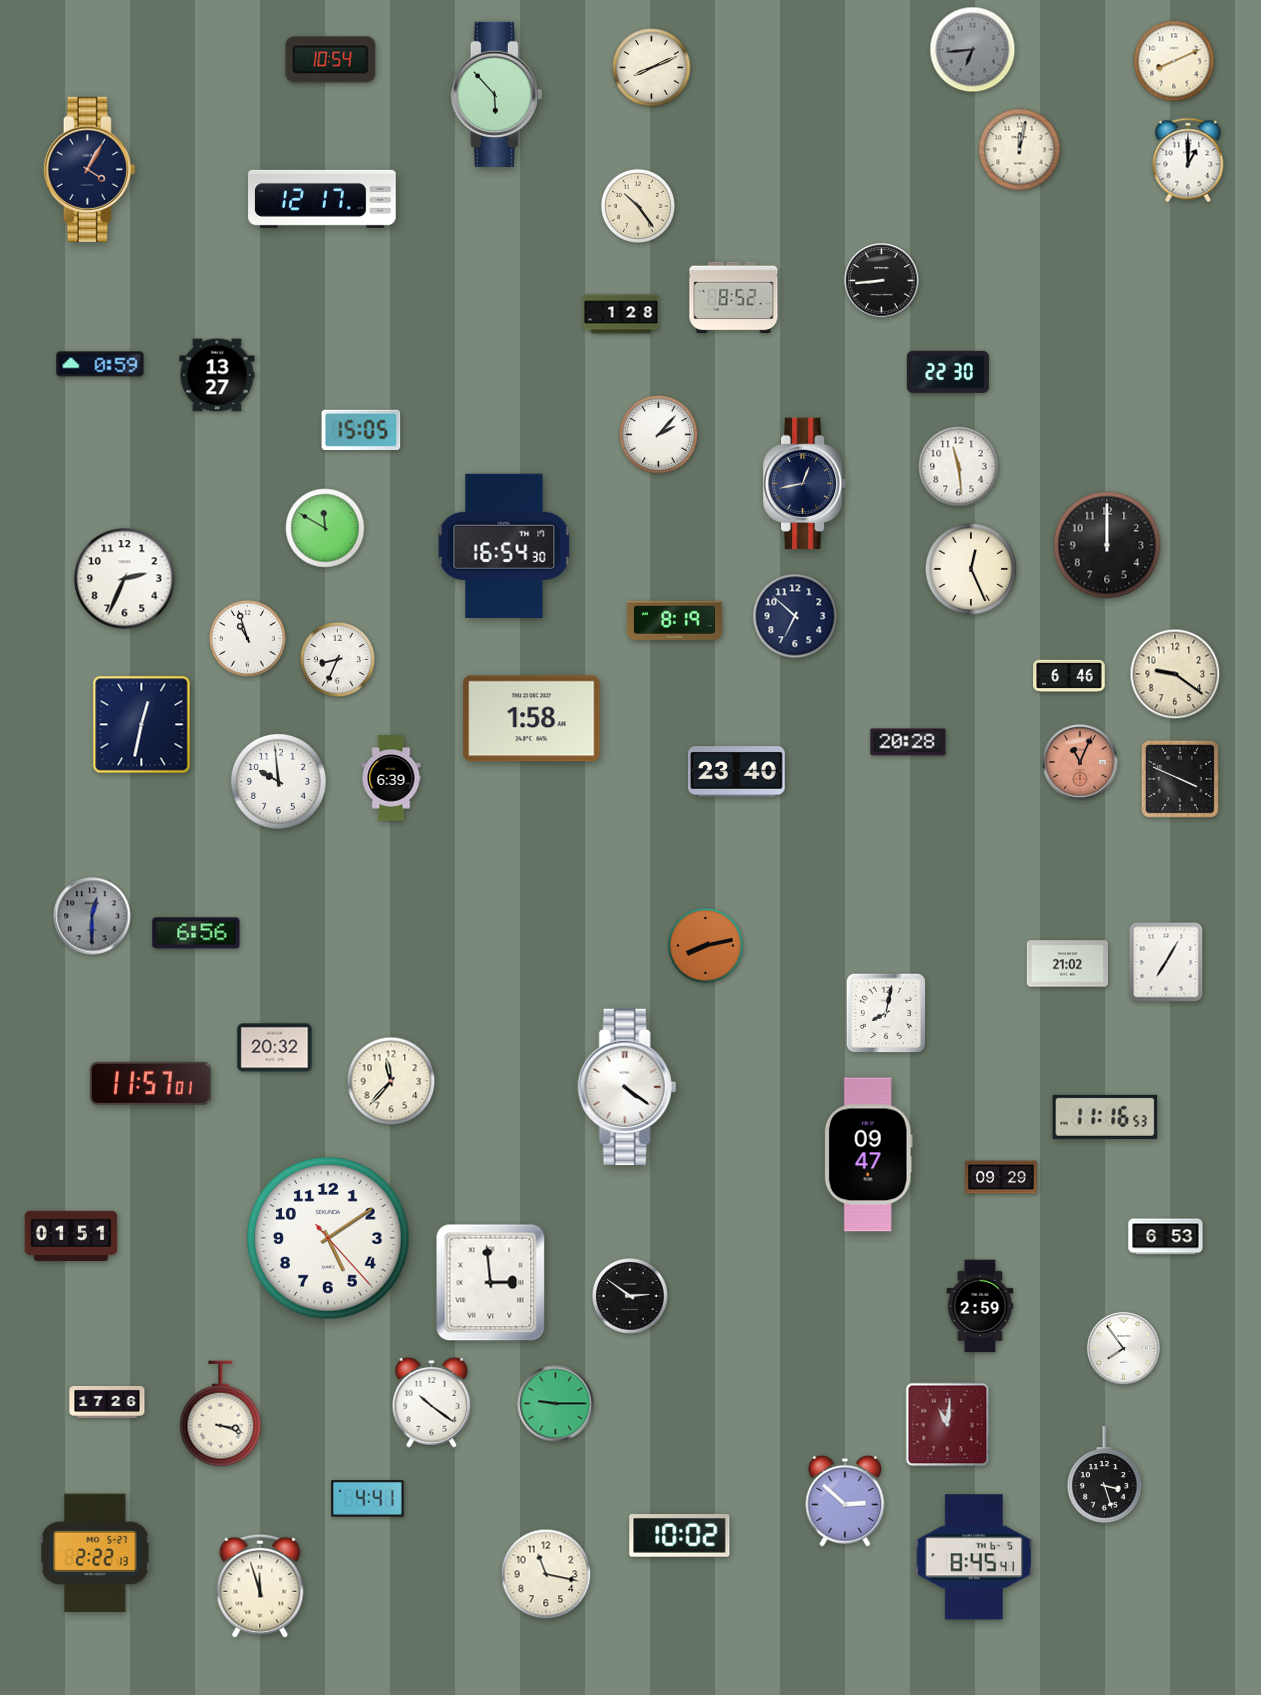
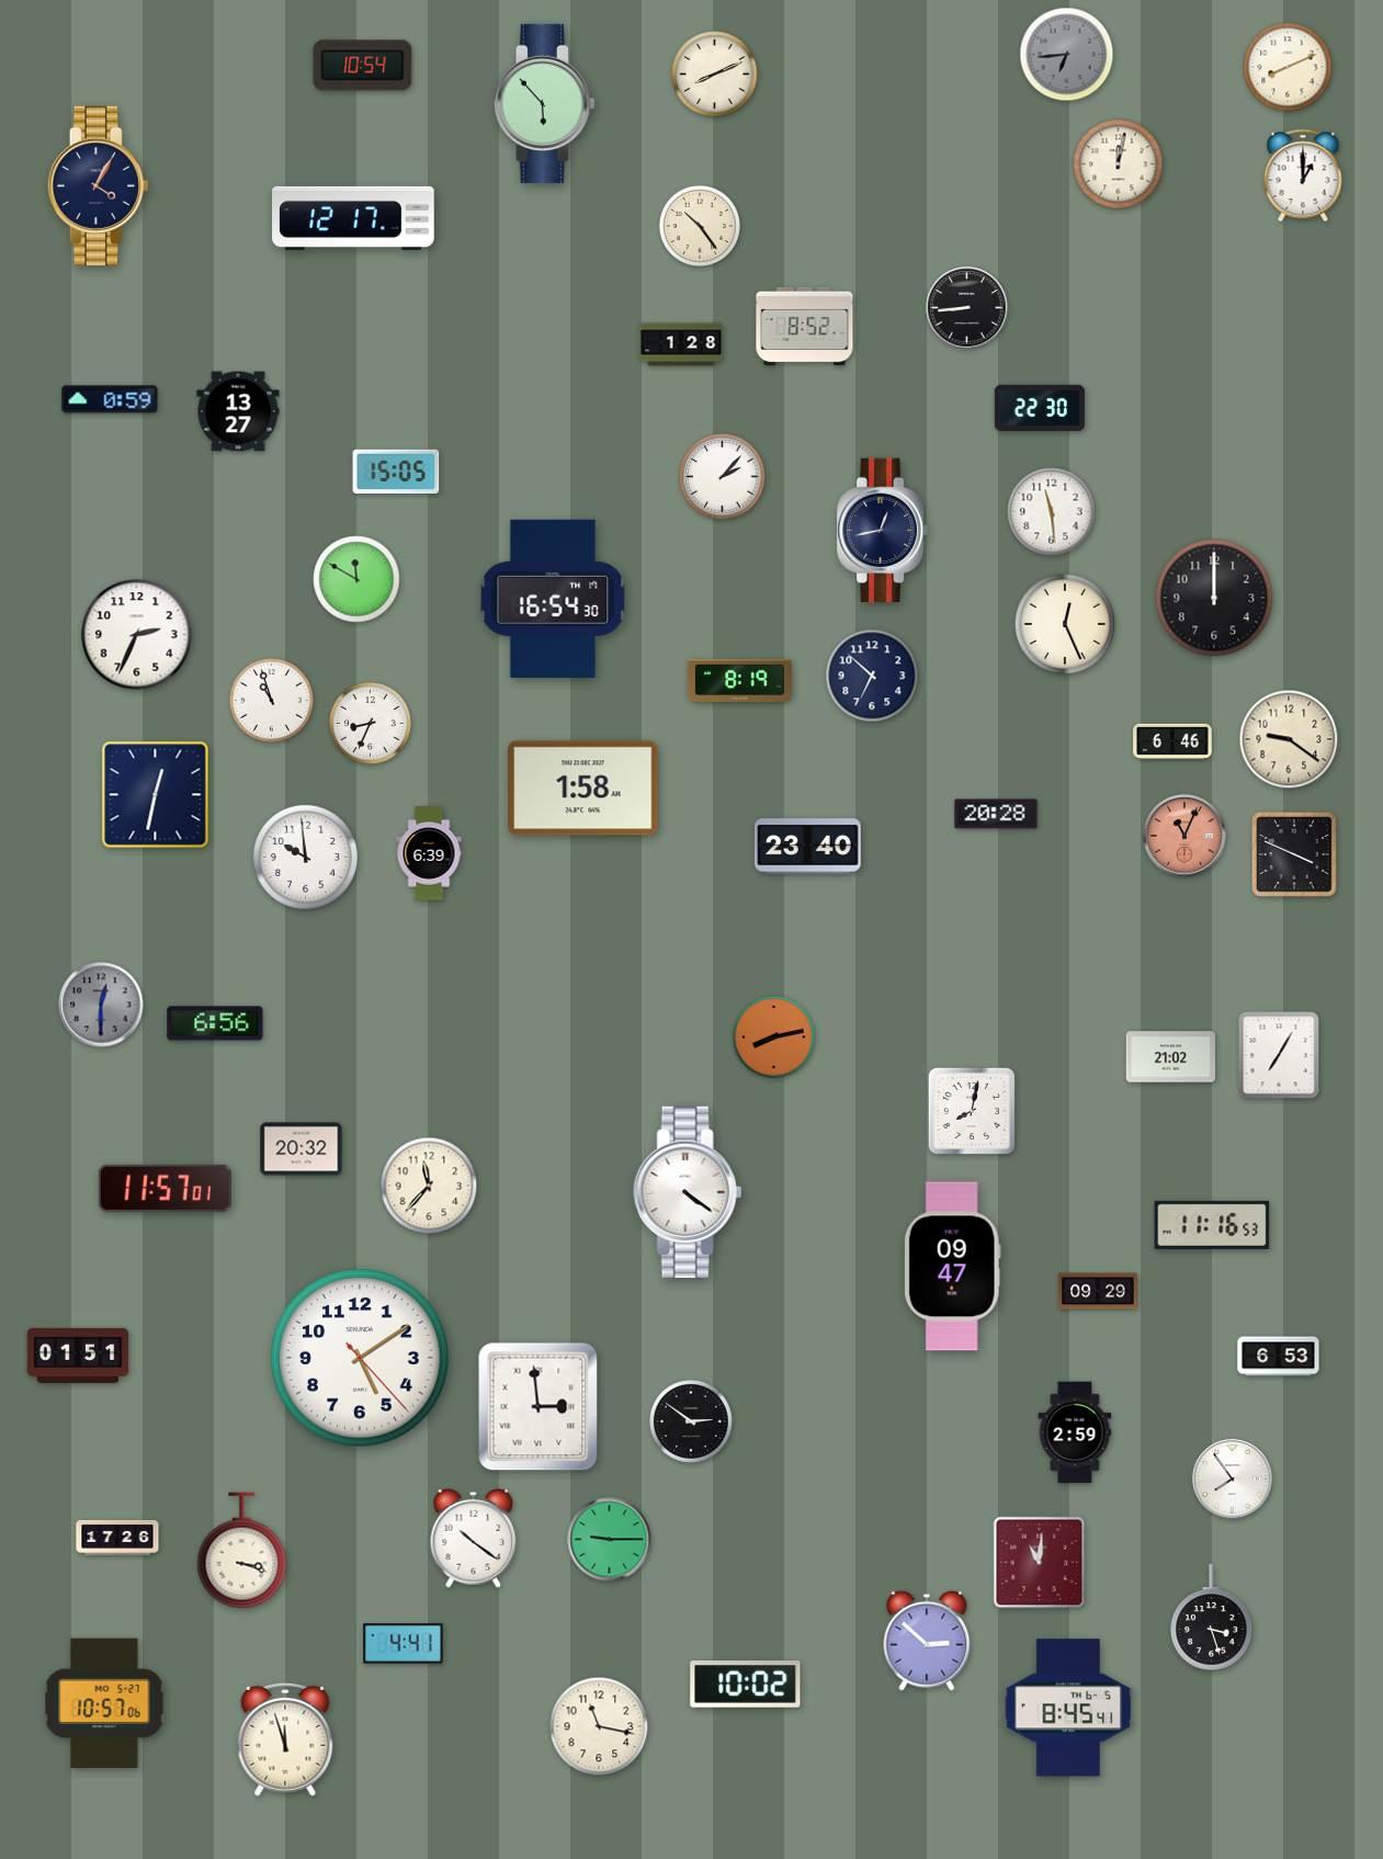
clock at (845, 1501) position: (845, 1501) -> (927, 1641)
clock at (95, 1553): 2:22 -> 10:57
